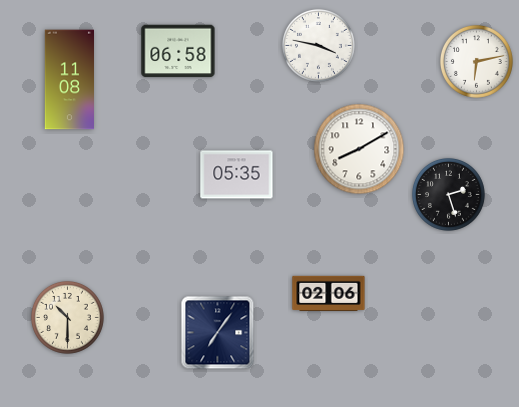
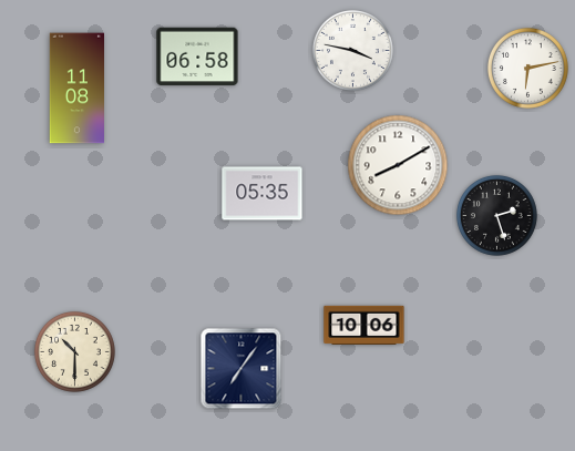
clock at (329, 293): 02:06 -> 10:06
